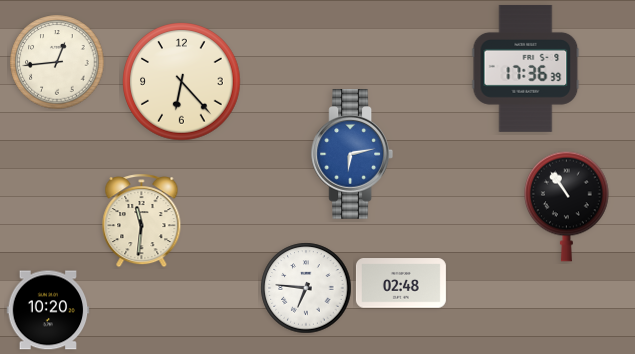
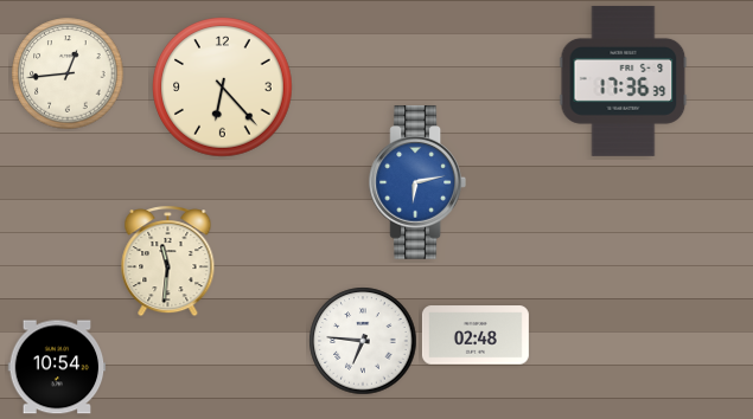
clock at (182, 82) position: (182, 82) -> (223, 88)
clock at (567, 206): 10:54 -> none
clock at (48, 310): 10:20 -> 10:54
